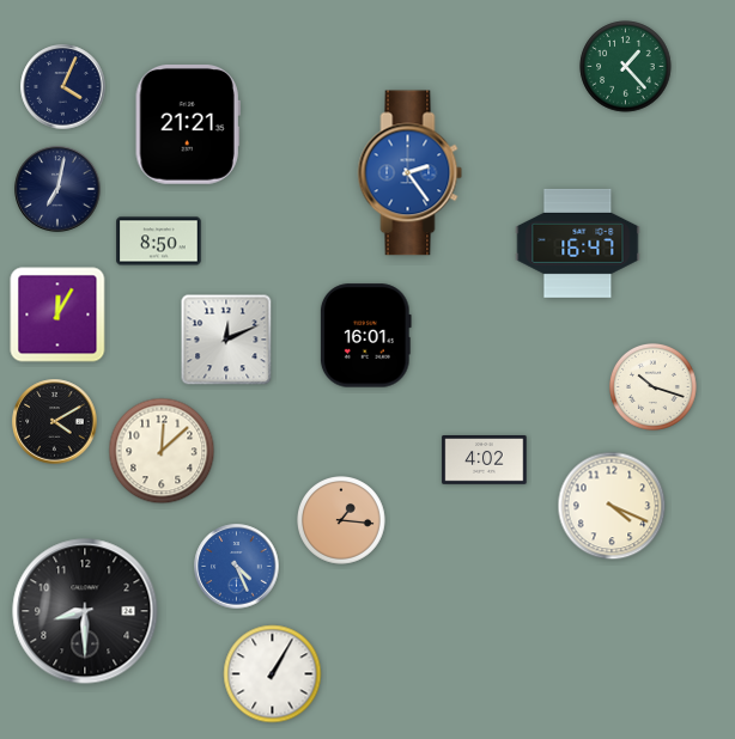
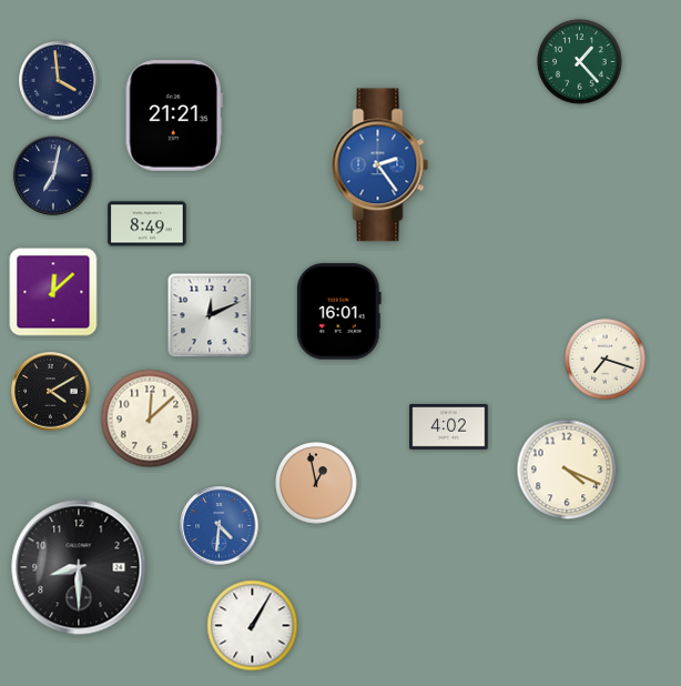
clock at (63, 87): 4:04 -> 3:59
clock at (411, 173) position: (411, 173) -> (380, 165)
clock at (159, 242): 8:50 -> 8:49
clock at (578, 243): 16:47 -> none
clock at (57, 314): 12:05 -> 12:08
clock at (652, 386): 10:18 -> 7:18
clock at (342, 521): 1:16 -> 12:58
clock at (237, 567): 4:26 -> 4:31
